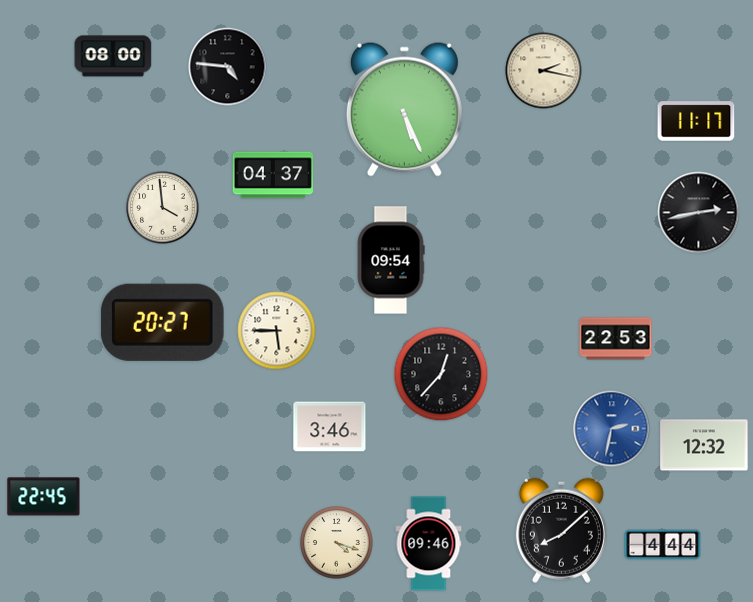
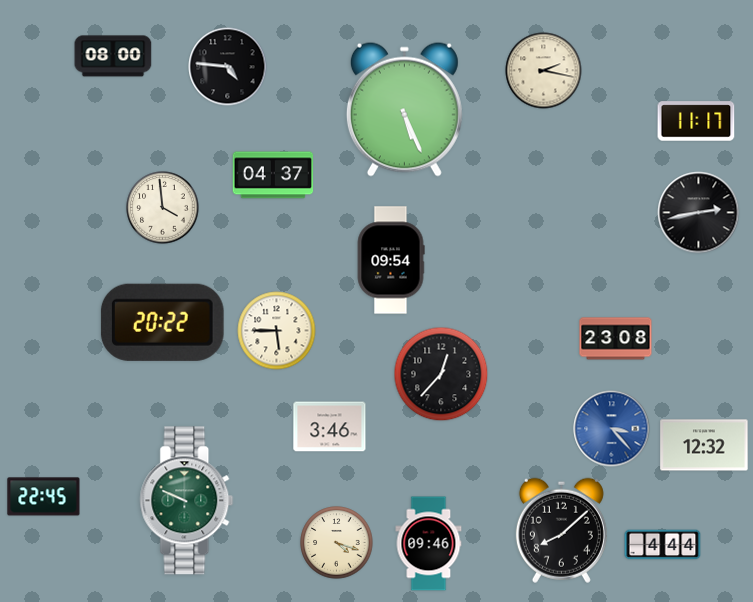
clock at (162, 322): 20:27 -> 20:22
clock at (616, 339): 22:53 -> 23:08
clock at (612, 429): 2:32 -> 3:23
clock at (187, 501): none -> 9:49
